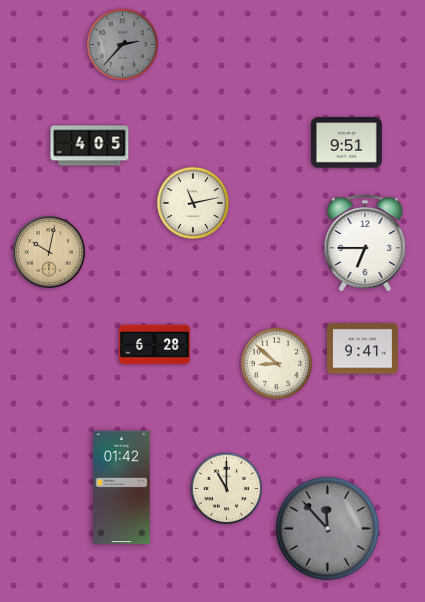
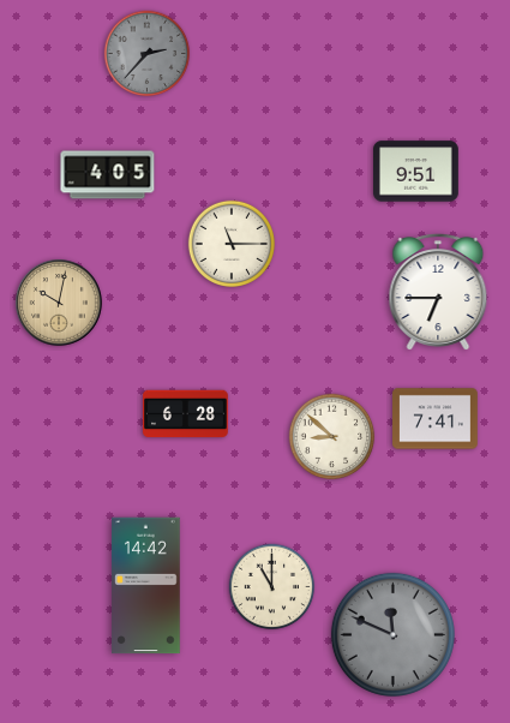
clock at (193, 203): 11:13 -> 11:15
clock at (363, 349): 9:41 -> 7:41
clock at (122, 488): 01:42 -> 14:42
clock at (327, 528): 11:53 -> 11:49
